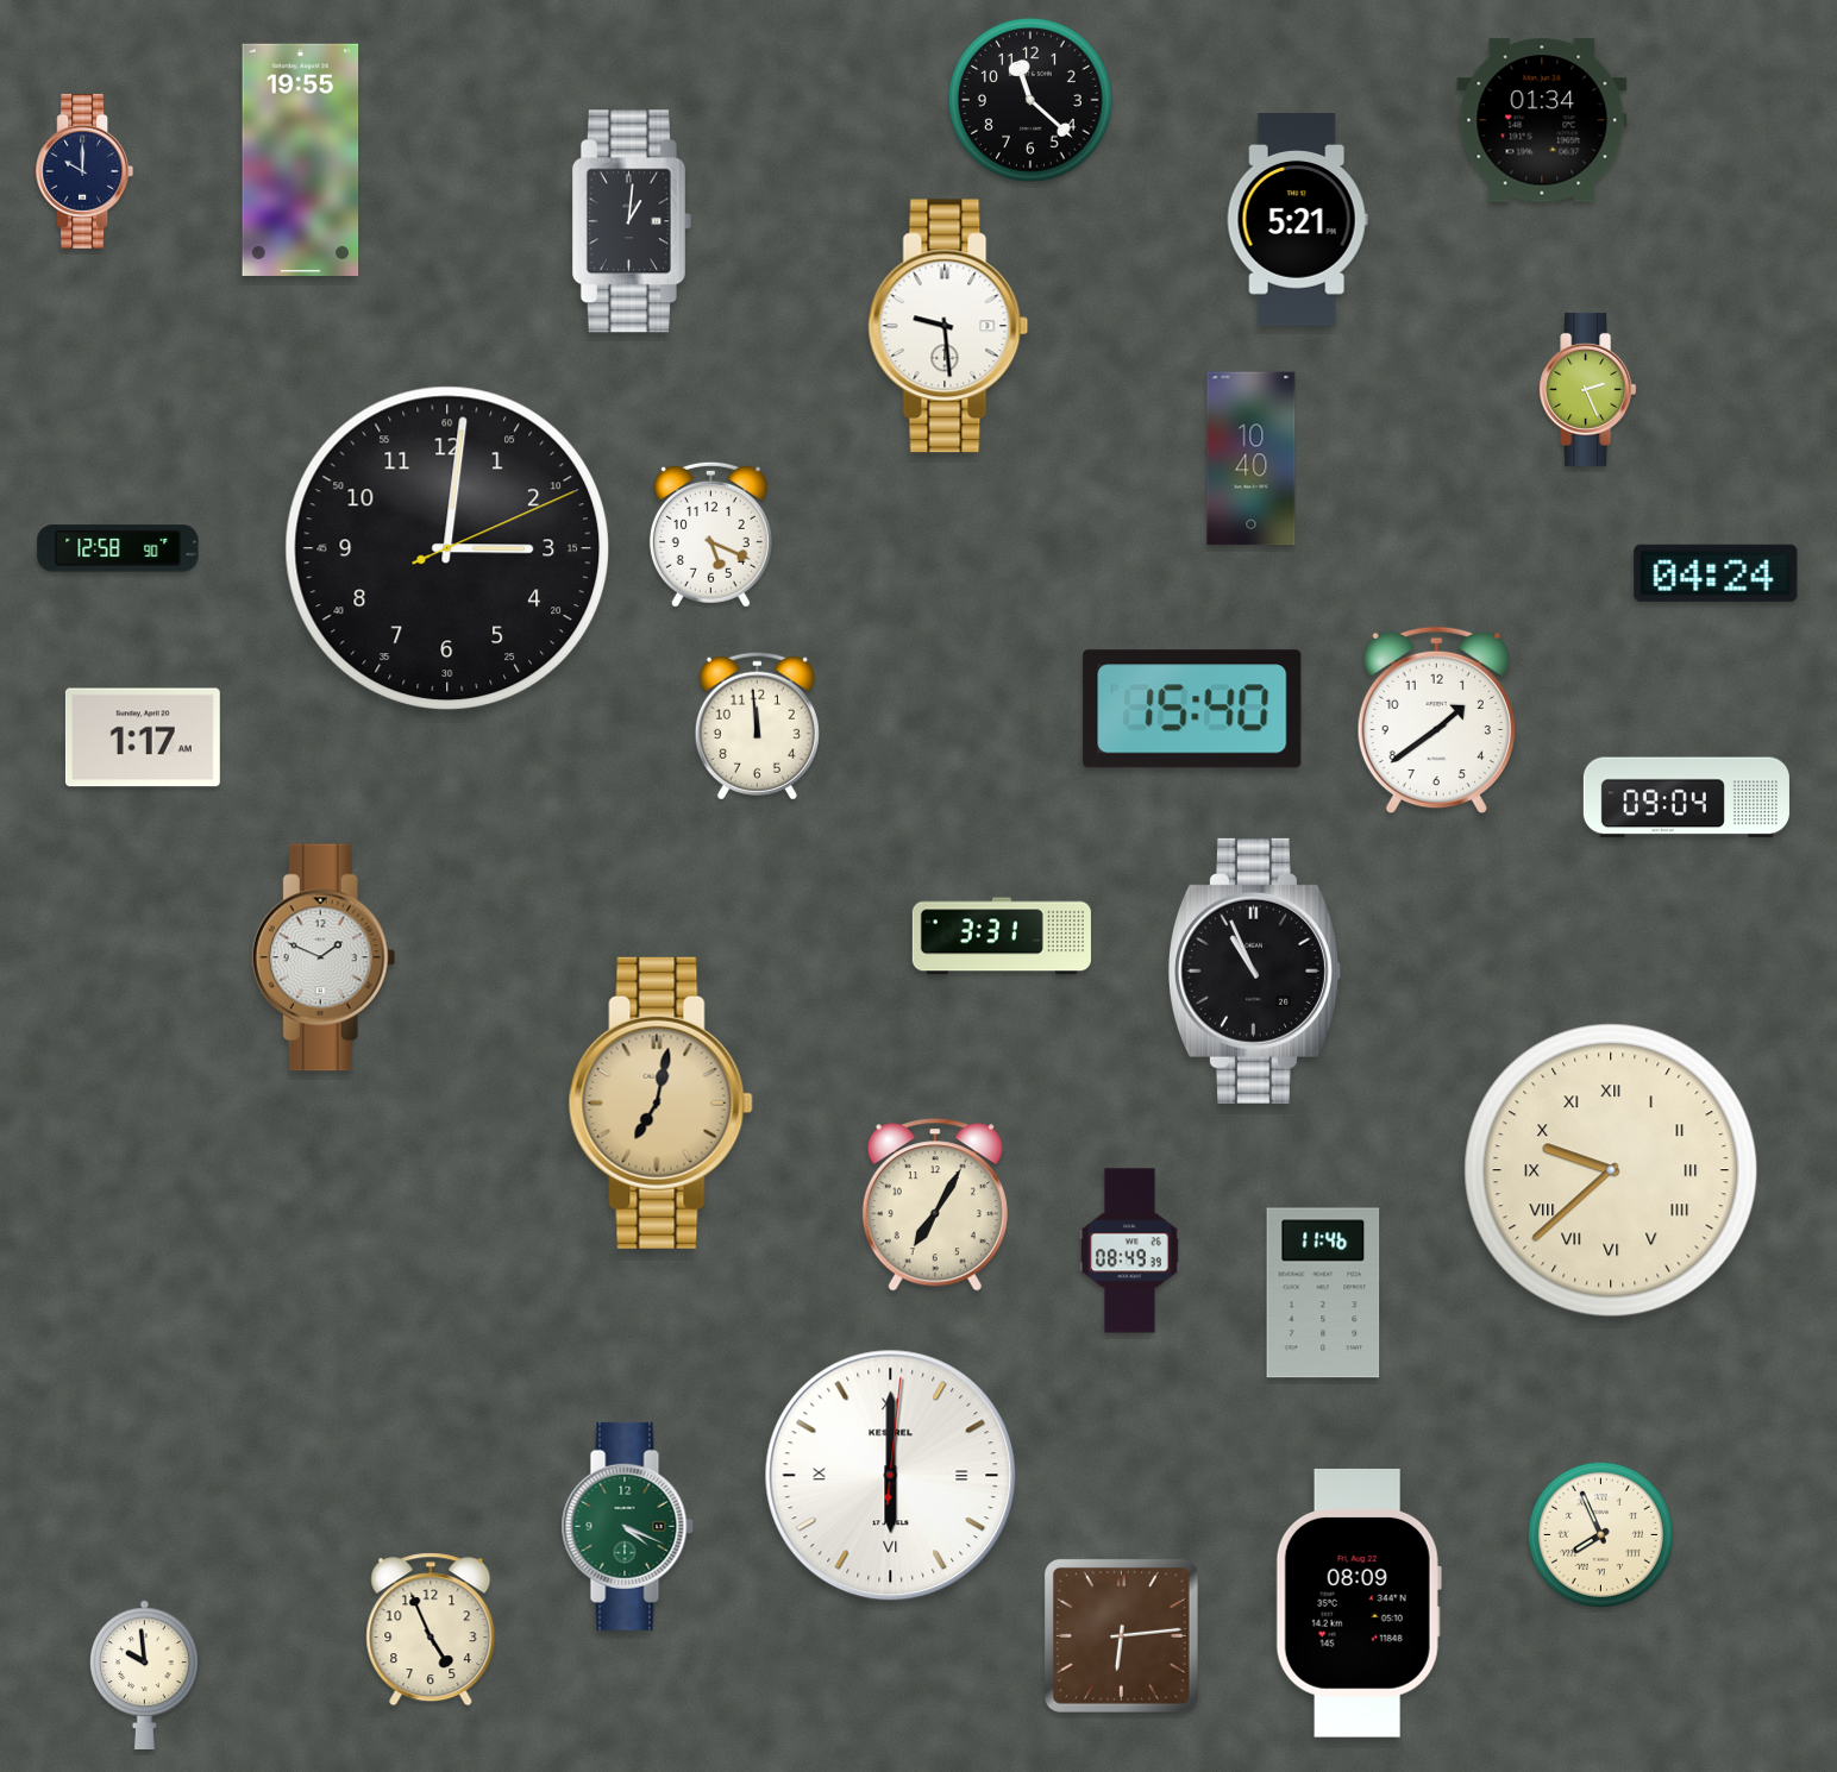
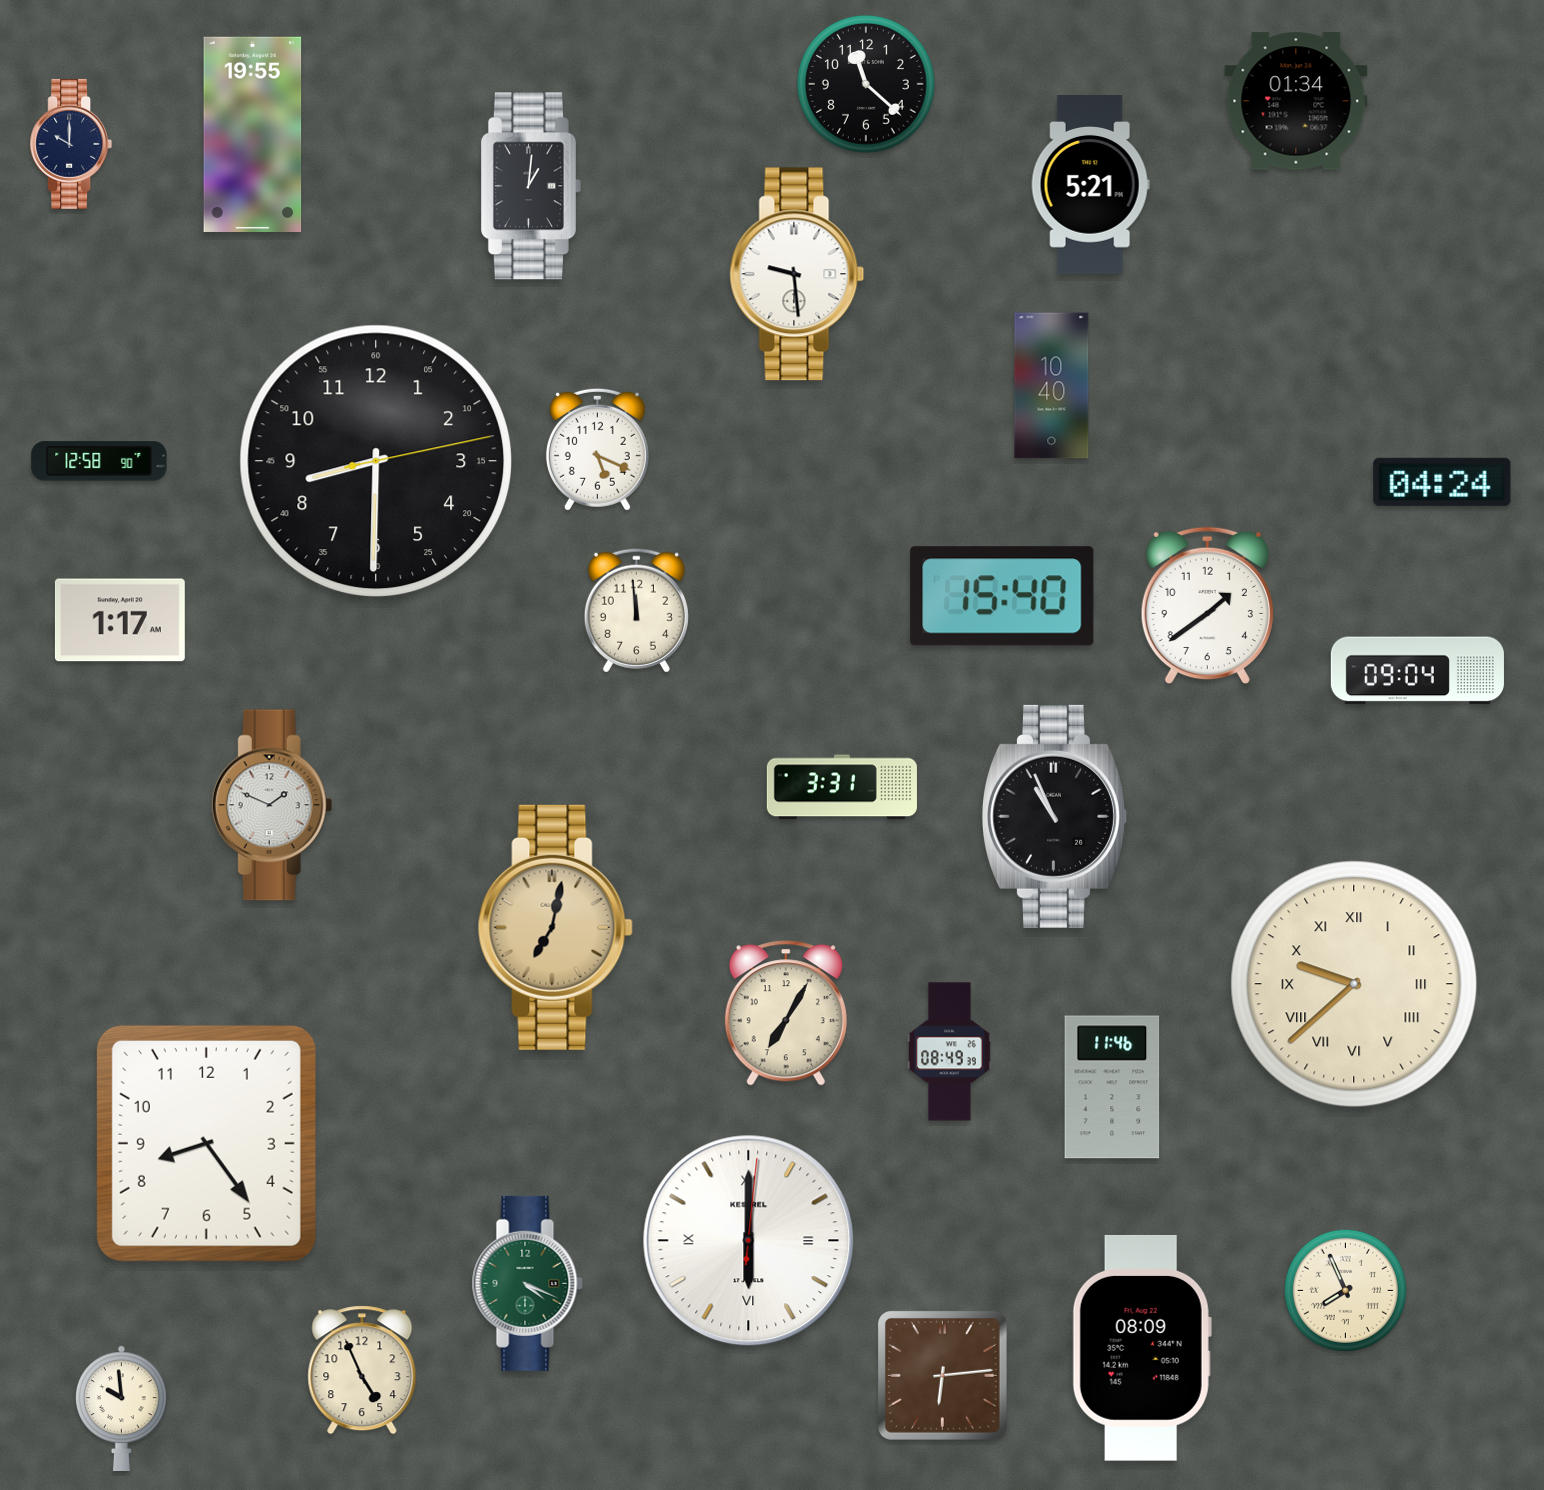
clock at (1588, 389): 2:26 -> none
clock at (447, 548): 3:01 -> 8:30
clock at (206, 1143): none -> 8:24
